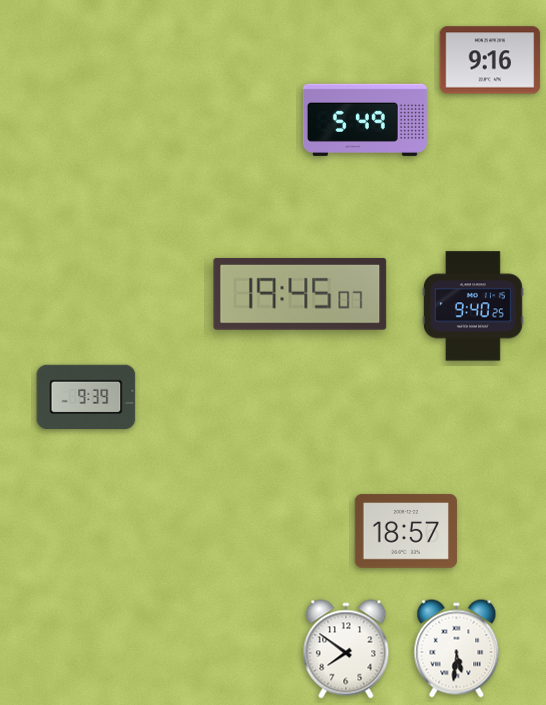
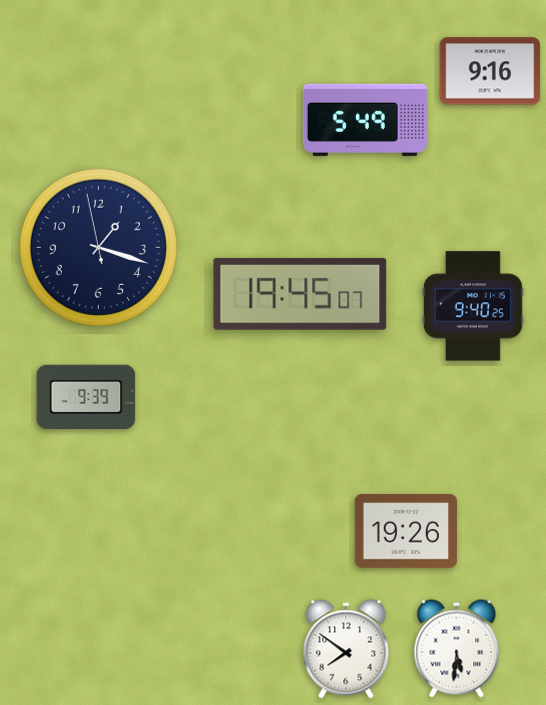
clock at (490, 60) position: (490, 60) -> (490, 71)
clock at (98, 247): none -> 1:17
clock at (406, 531): 18:57 -> 19:26
